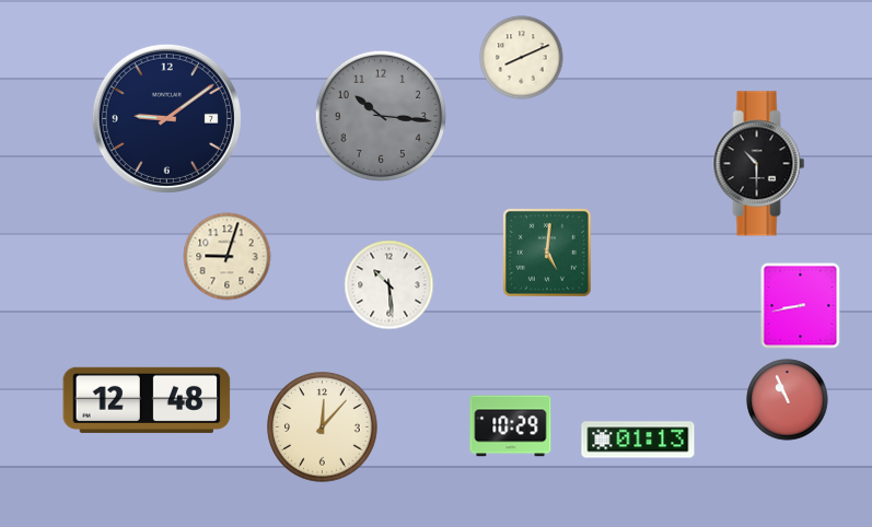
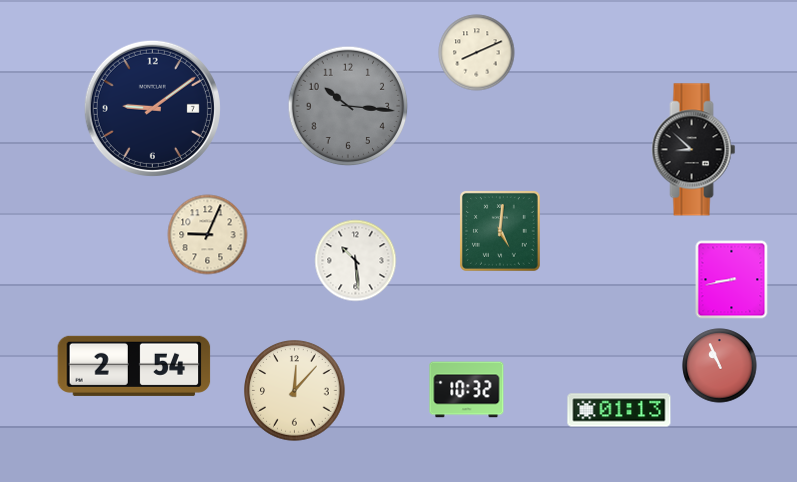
clock at (759, 164): 10:30 -> 8:52
clock at (228, 257): 9:03 -> 9:04
clock at (147, 400): 12:48 -> 2:54
clock at (511, 426): 10:29 -> 10:32
clock at (638, 440) position: (638, 440) -> (619, 410)
